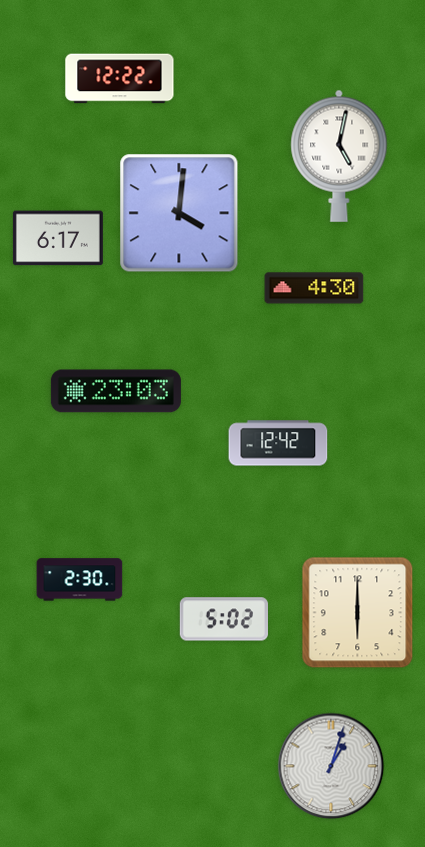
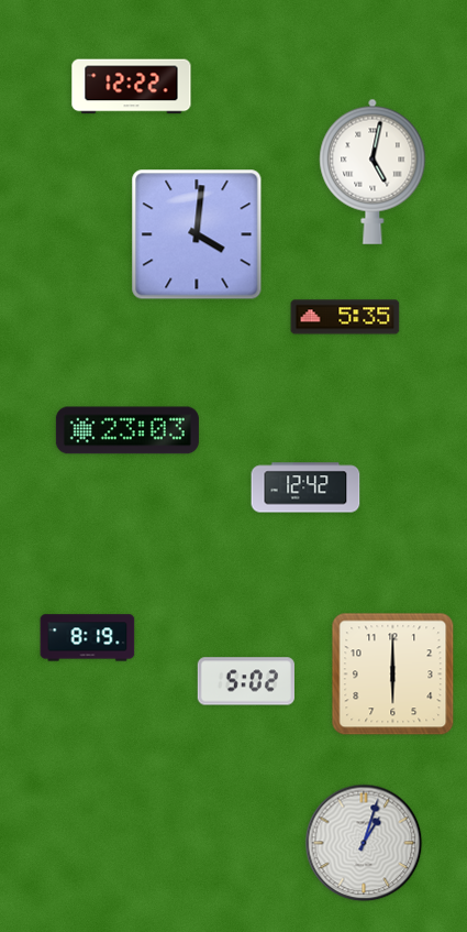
clock at (58, 238): 6:17 -> none
clock at (314, 288): 4:30 -> 5:35
clock at (80, 580): 2:30 -> 8:19
